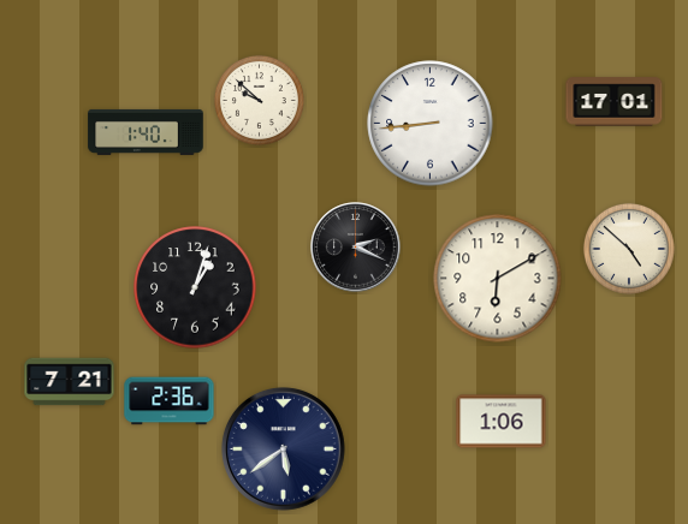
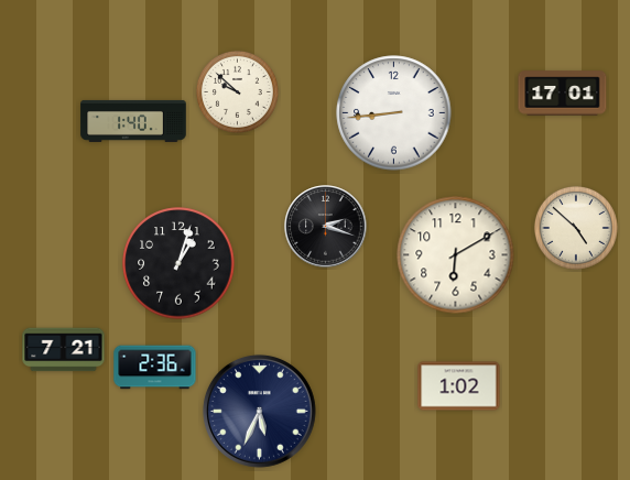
clock at (356, 248): 2:19 -> 2:18
clock at (502, 422): 1:06 -> 1:02
clock at (283, 448): 5:39 -> 5:34
